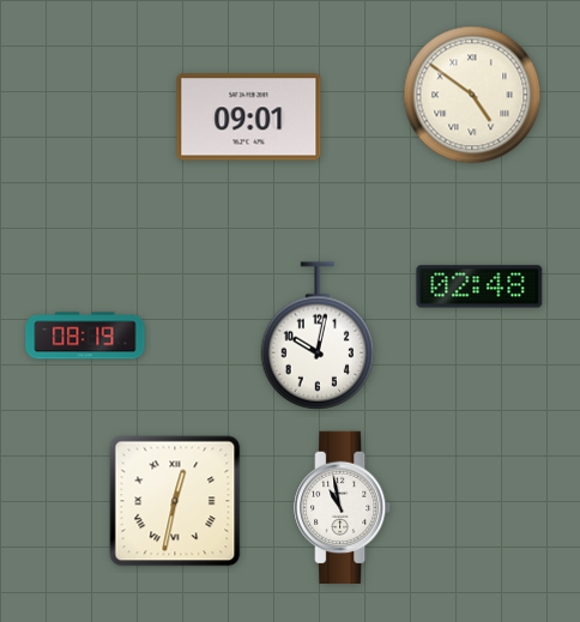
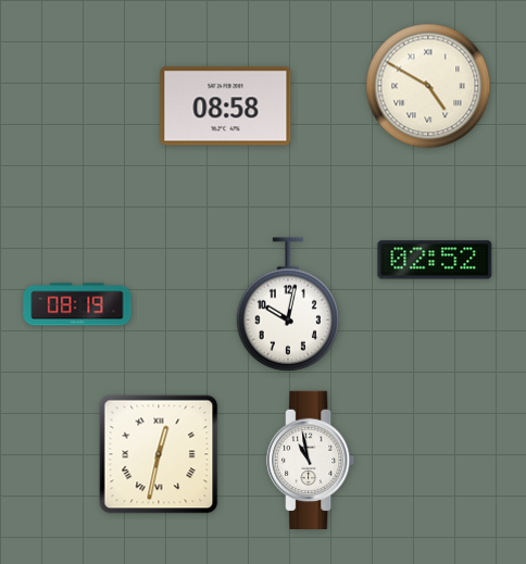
clock at (472, 95): 4:51 -> 4:50
clock at (249, 117): 09:01 -> 08:58
clock at (479, 286): 02:48 -> 02:52
